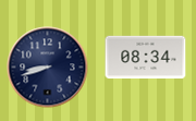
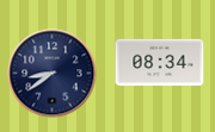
clock at (48, 68): 8:42 -> 8:39
